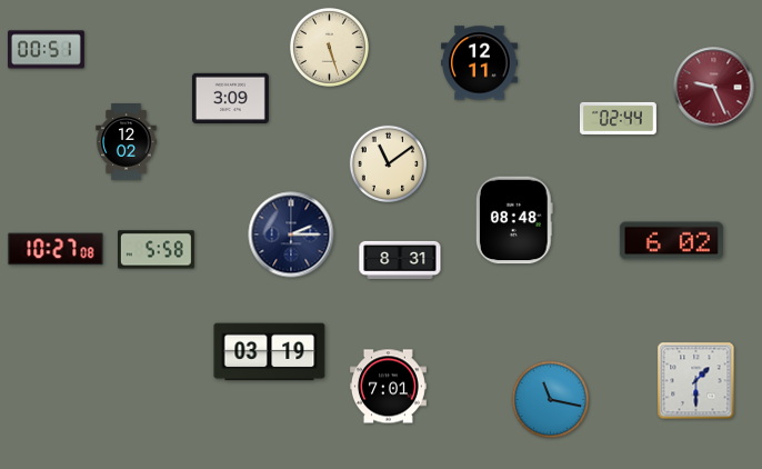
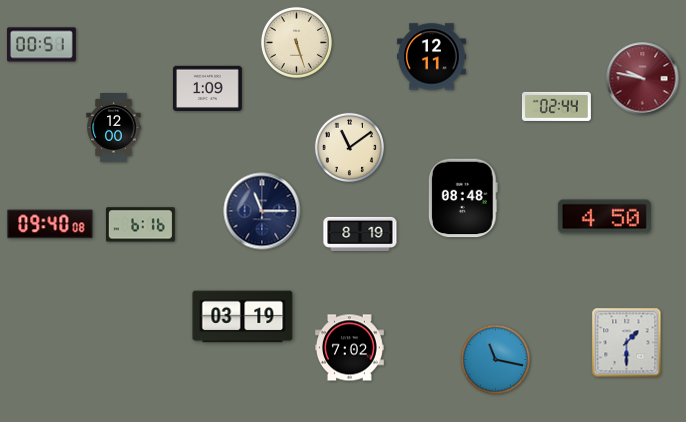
clock at (714, 88): 9:26 -> 9:47
clock at (230, 98): 3:09 -> 1:09
clock at (127, 142): 12:02 -> 12:00
clock at (291, 234): 2:15 -> 11:15
clock at (671, 241): 6:02 -> 4:50
clock at (56, 249): 10:27 -> 09:40
clock at (156, 250): 5:58 -> 6:16
clock at (400, 260): 8:31 -> 8:19
clock at (388, 387): 7:01 -> 7:02
